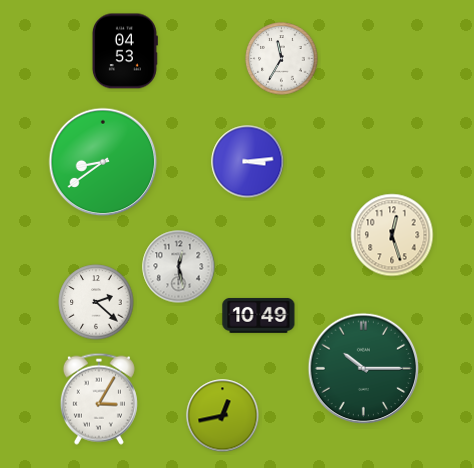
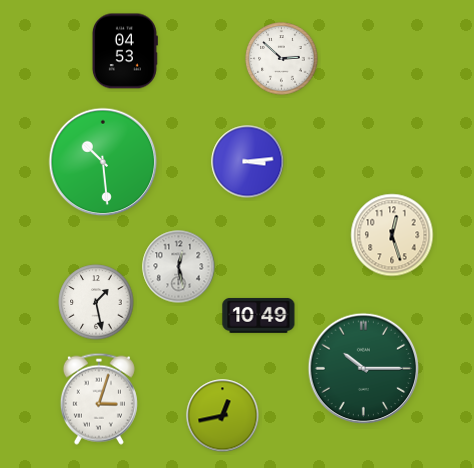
clock at (282, 59): 11:35 -> 2:52
clock at (103, 162): 8:39 -> 10:29
clock at (96, 302): 2:22 -> 1:28
clock at (99, 399): 3:05 -> 3:03
